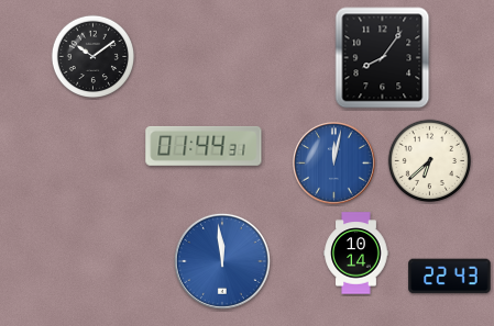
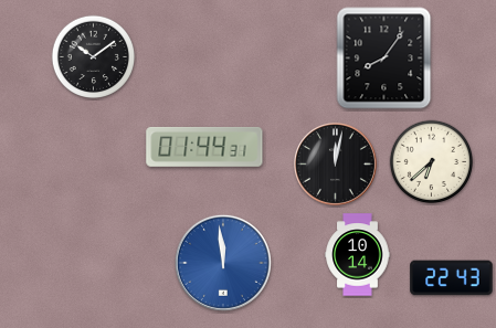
clock at (333, 162) dial: blue -> black
